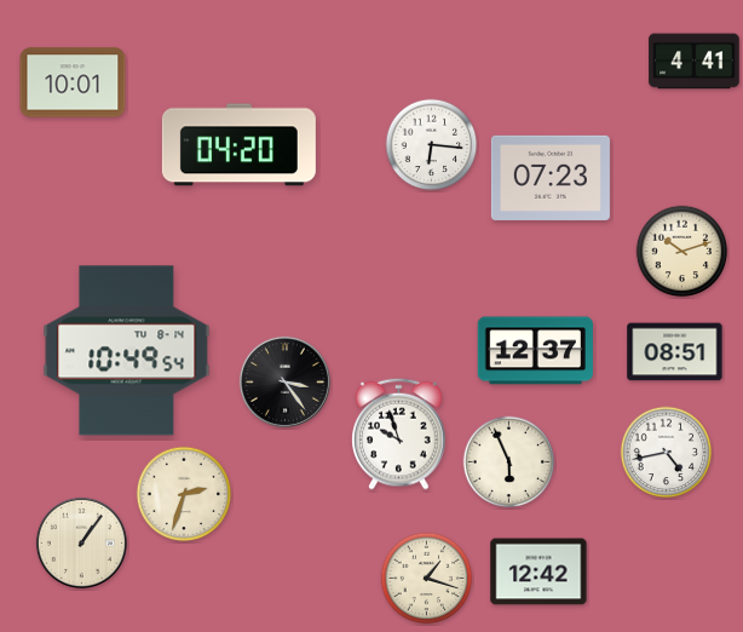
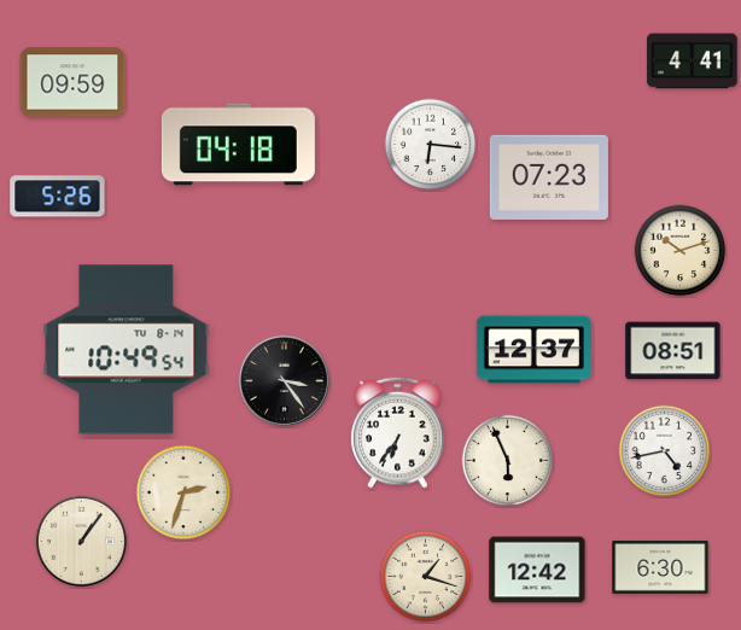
clock at (73, 82): 10:01 -> 09:59
clock at (238, 145): 04:20 -> 04:18
clock at (58, 197): none -> 5:26
clock at (399, 433): 9:57 -> 6:36
clock at (660, 567): none -> 6:30
